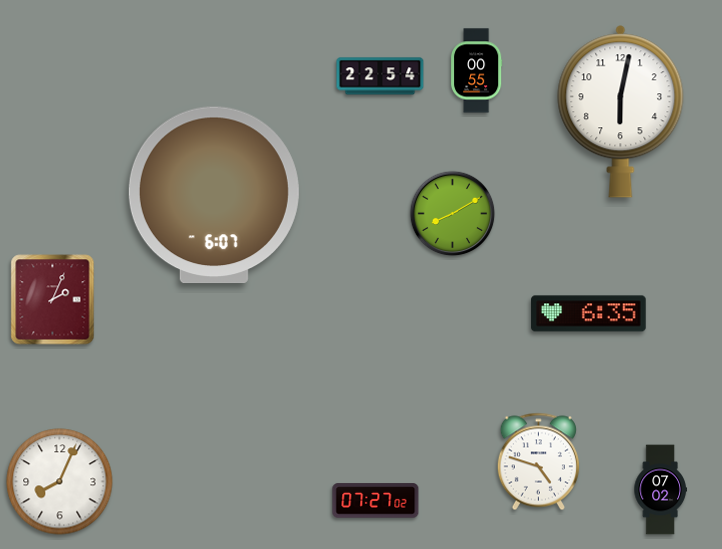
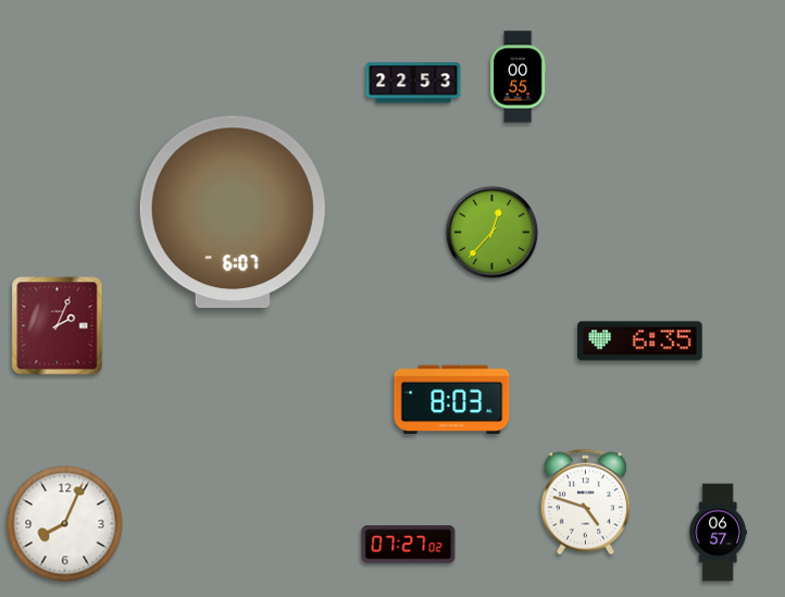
clock at (380, 76): 22:54 -> 22:53
clock at (621, 112): 6:02 -> none
clock at (453, 214): 8:10 -> 12:37
clock at (452, 400): none -> 8:03
clock at (660, 490): 07:02 -> 06:57
